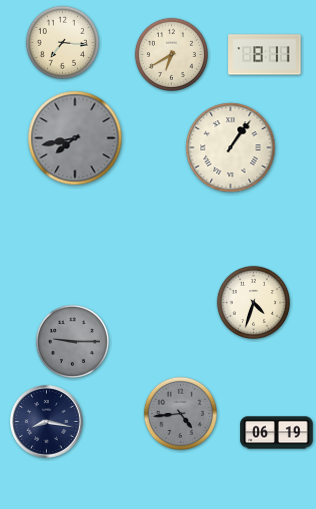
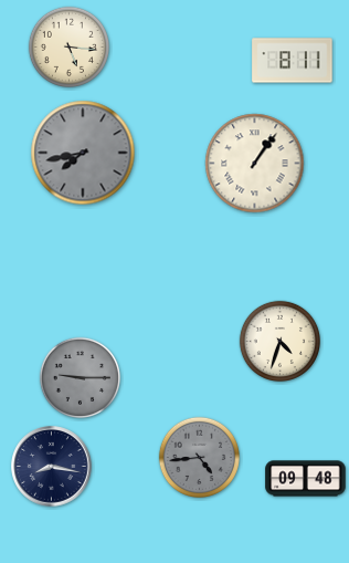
clock at (62, 42): 7:16 -> 5:16
clock at (171, 54): 6:40 -> none
clock at (253, 302) position: (253, 302) -> (279, 341)
clock at (277, 433): 06:19 -> 09:48
